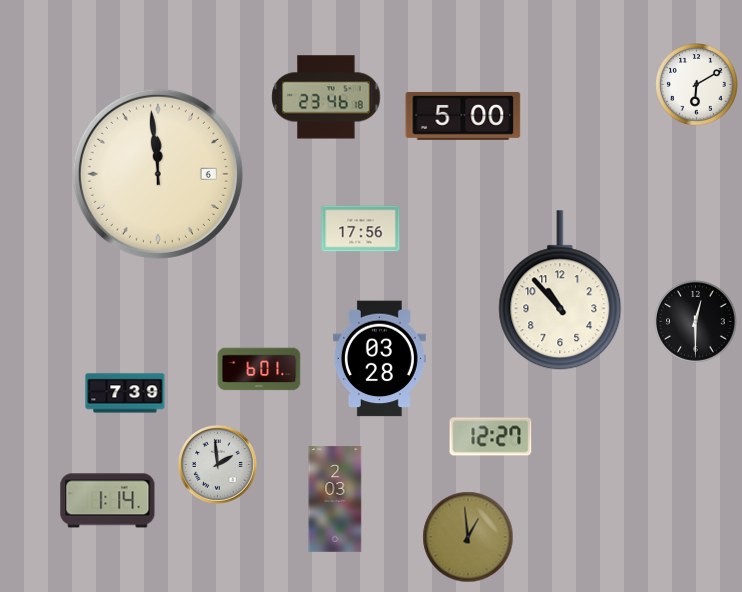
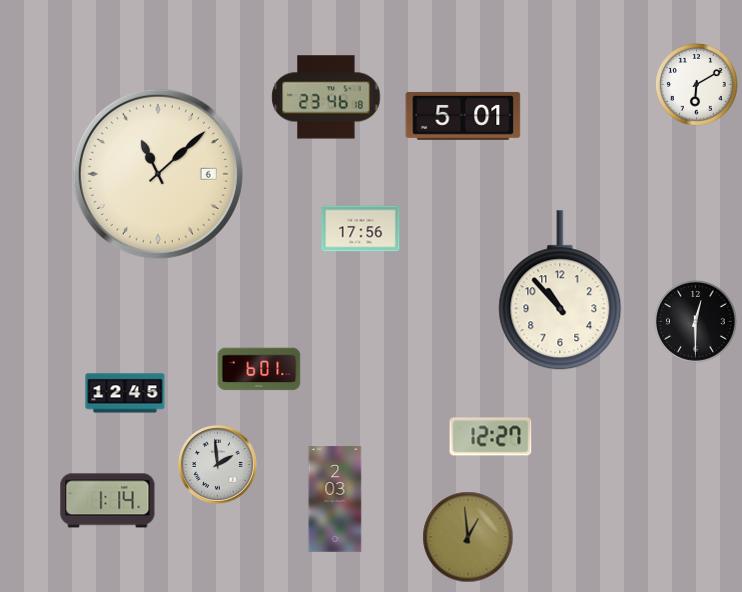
clock at (463, 116): 5:00 -> 5:01
clock at (158, 174): 11:59 -> 11:08
clock at (379, 359): 03:28 -> none
clock at (125, 393): 7:39 -> 12:45
